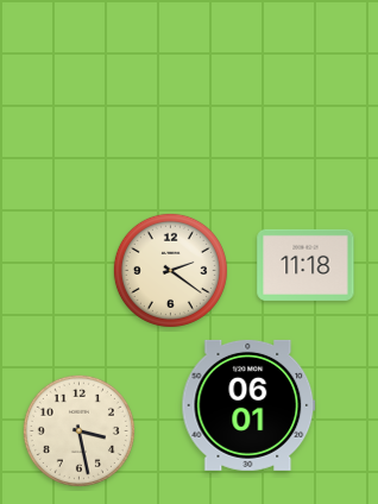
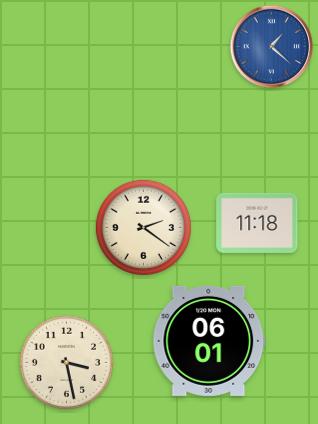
clock at (272, 47): none -> 1:22
